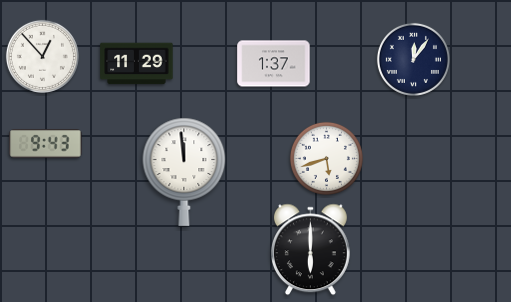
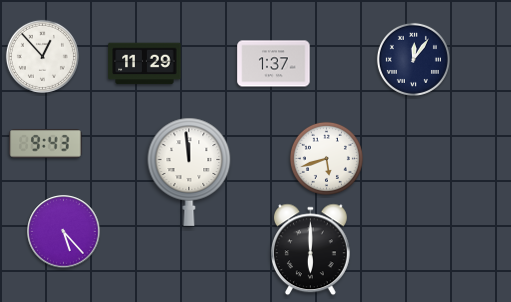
clock at (137, 64) position: (137, 64) -> (145, 64)
clock at (184, 172) position: (184, 172) -> (189, 172)
clock at (64, 232): none -> 5:23
